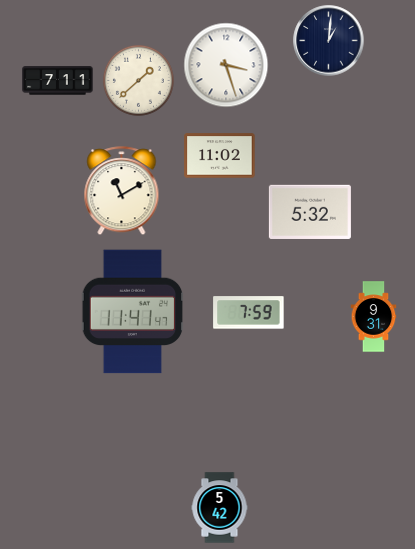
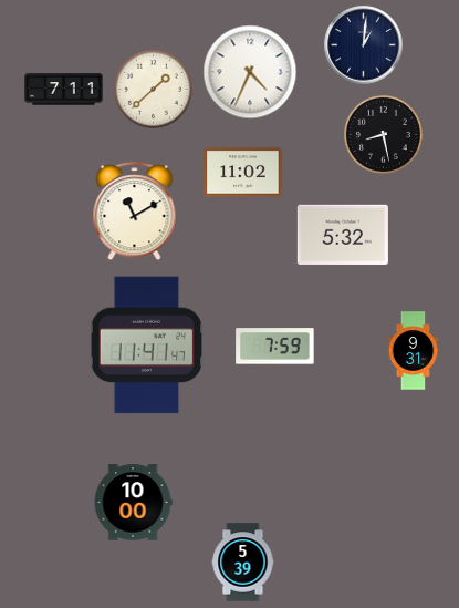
clock at (226, 65): 3:27 -> 4:34
clock at (383, 134): none -> 8:28
clock at (133, 503): none -> 10:00
clock at (220, 508): 5:42 -> 5:39
